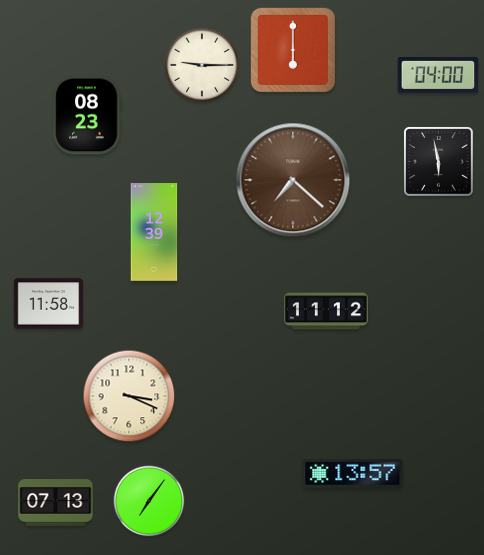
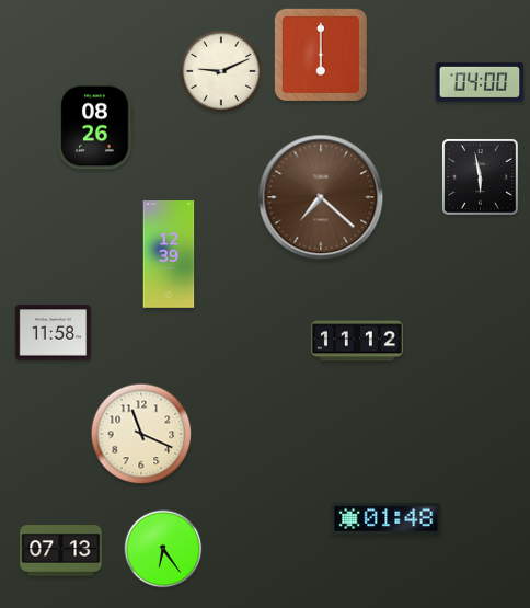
clock at (202, 65): 9:15 -> 9:11
clock at (87, 115): 08:23 -> 08:26
clock at (129, 396): 3:19 -> 11:19
clock at (353, 473): 13:57 -> 01:48
clock at (149, 501): 7:06 -> 6:24
